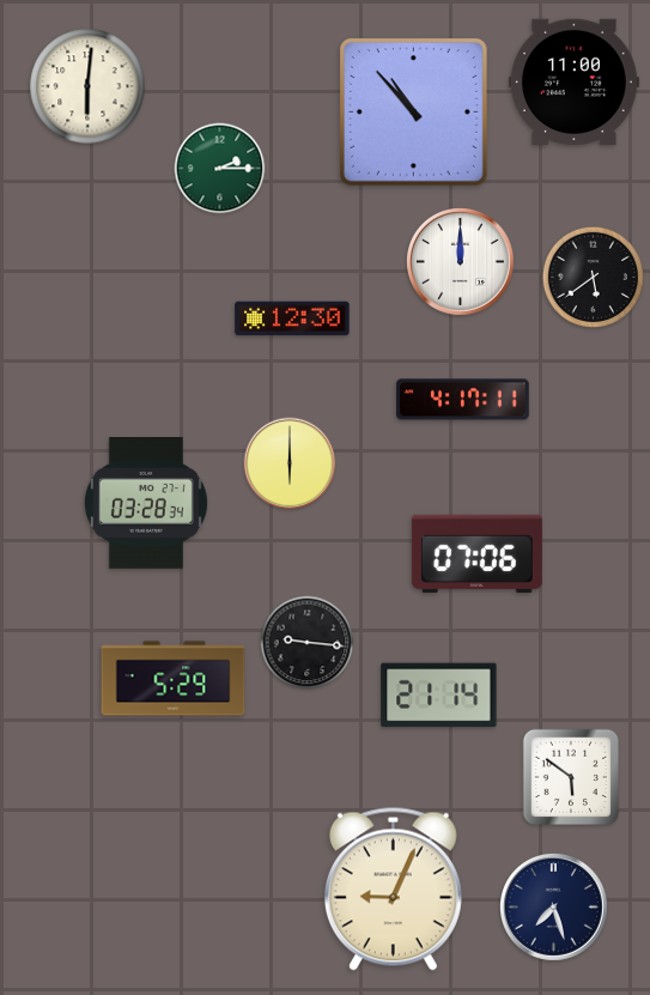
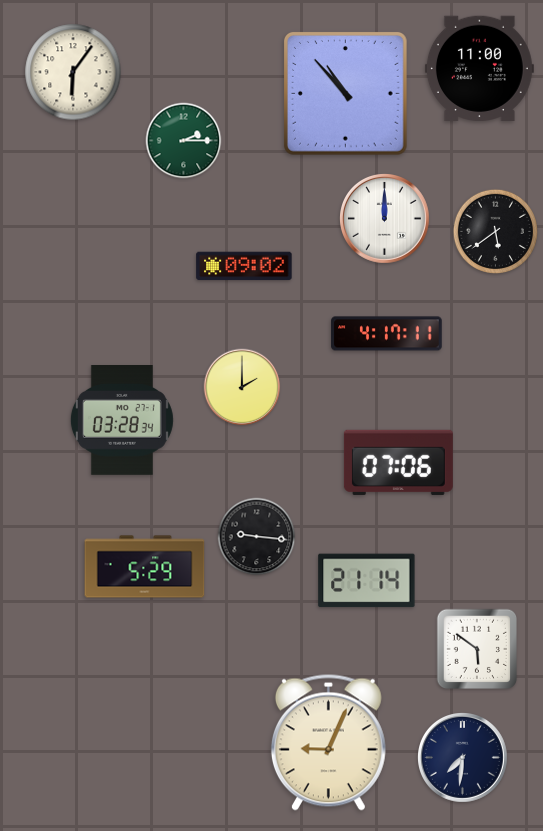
clock at (87, 86): 6:01 -> 6:06
clock at (292, 318): 12:30 -> 09:02
clock at (290, 463): 6:00 -> 2:00
clock at (554, 908): 7:27 -> 7:31
